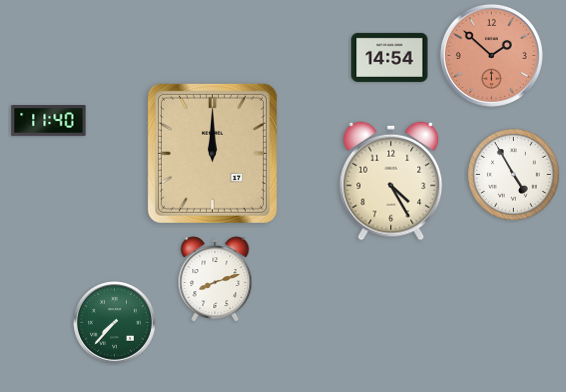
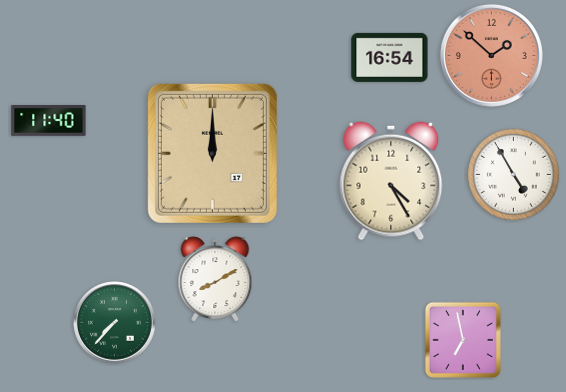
clock at (390, 57): 14:54 -> 16:54
clock at (215, 279): 8:12 -> 8:10
clock at (463, 340): none -> 6:58
